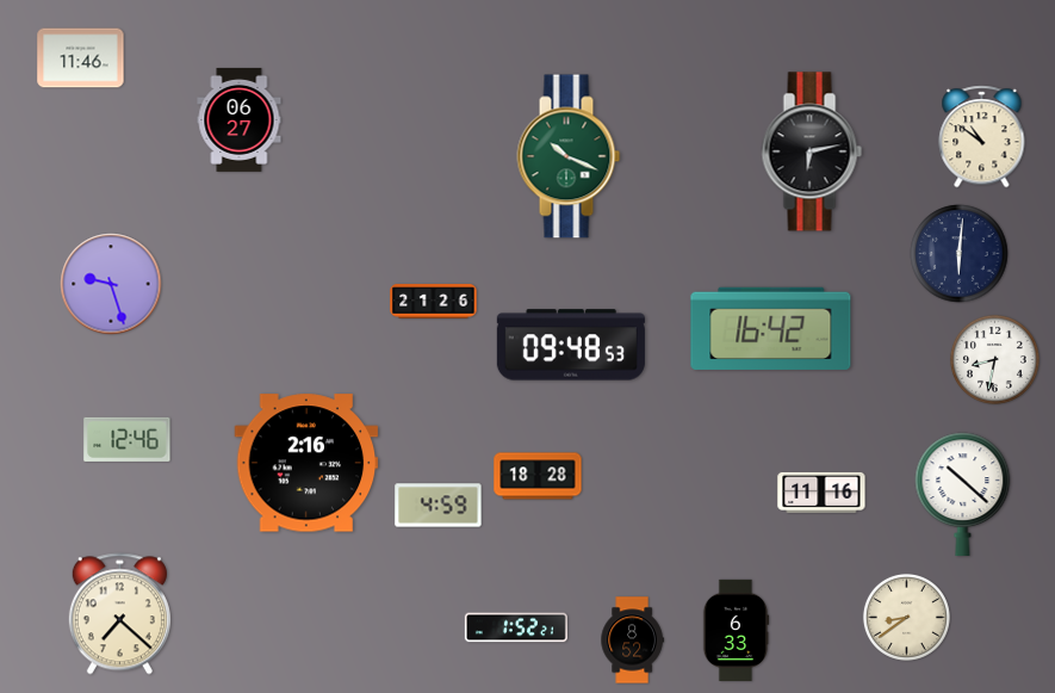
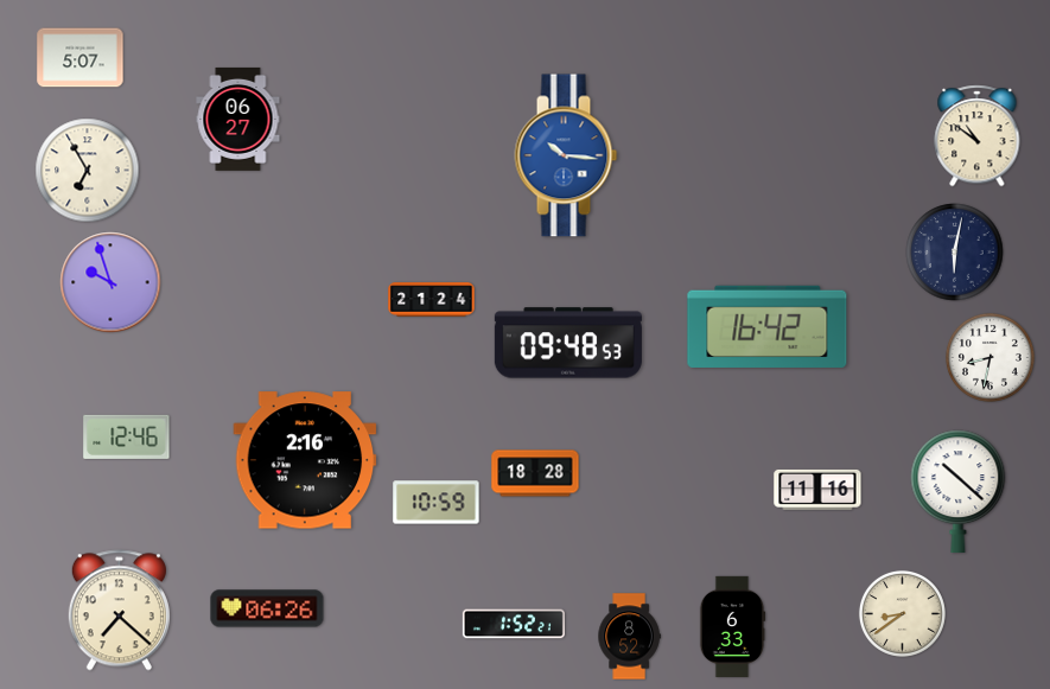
clock at (81, 58): 11:46 -> 5:07
clock at (812, 151): 6:13 -> none
clock at (569, 156): 10:19 -> 10:16
clock at (569, 156) dial: green -> blue
clock at (88, 171): none -> 6:55
clock at (960, 254): 6:01 -> 6:02
clock at (111, 284): 9:27 -> 9:57
clock at (434, 302): 21:26 -> 21:24
clock at (439, 506): 4:59 -> 10:59
clock at (267, 608): none -> 06:26
